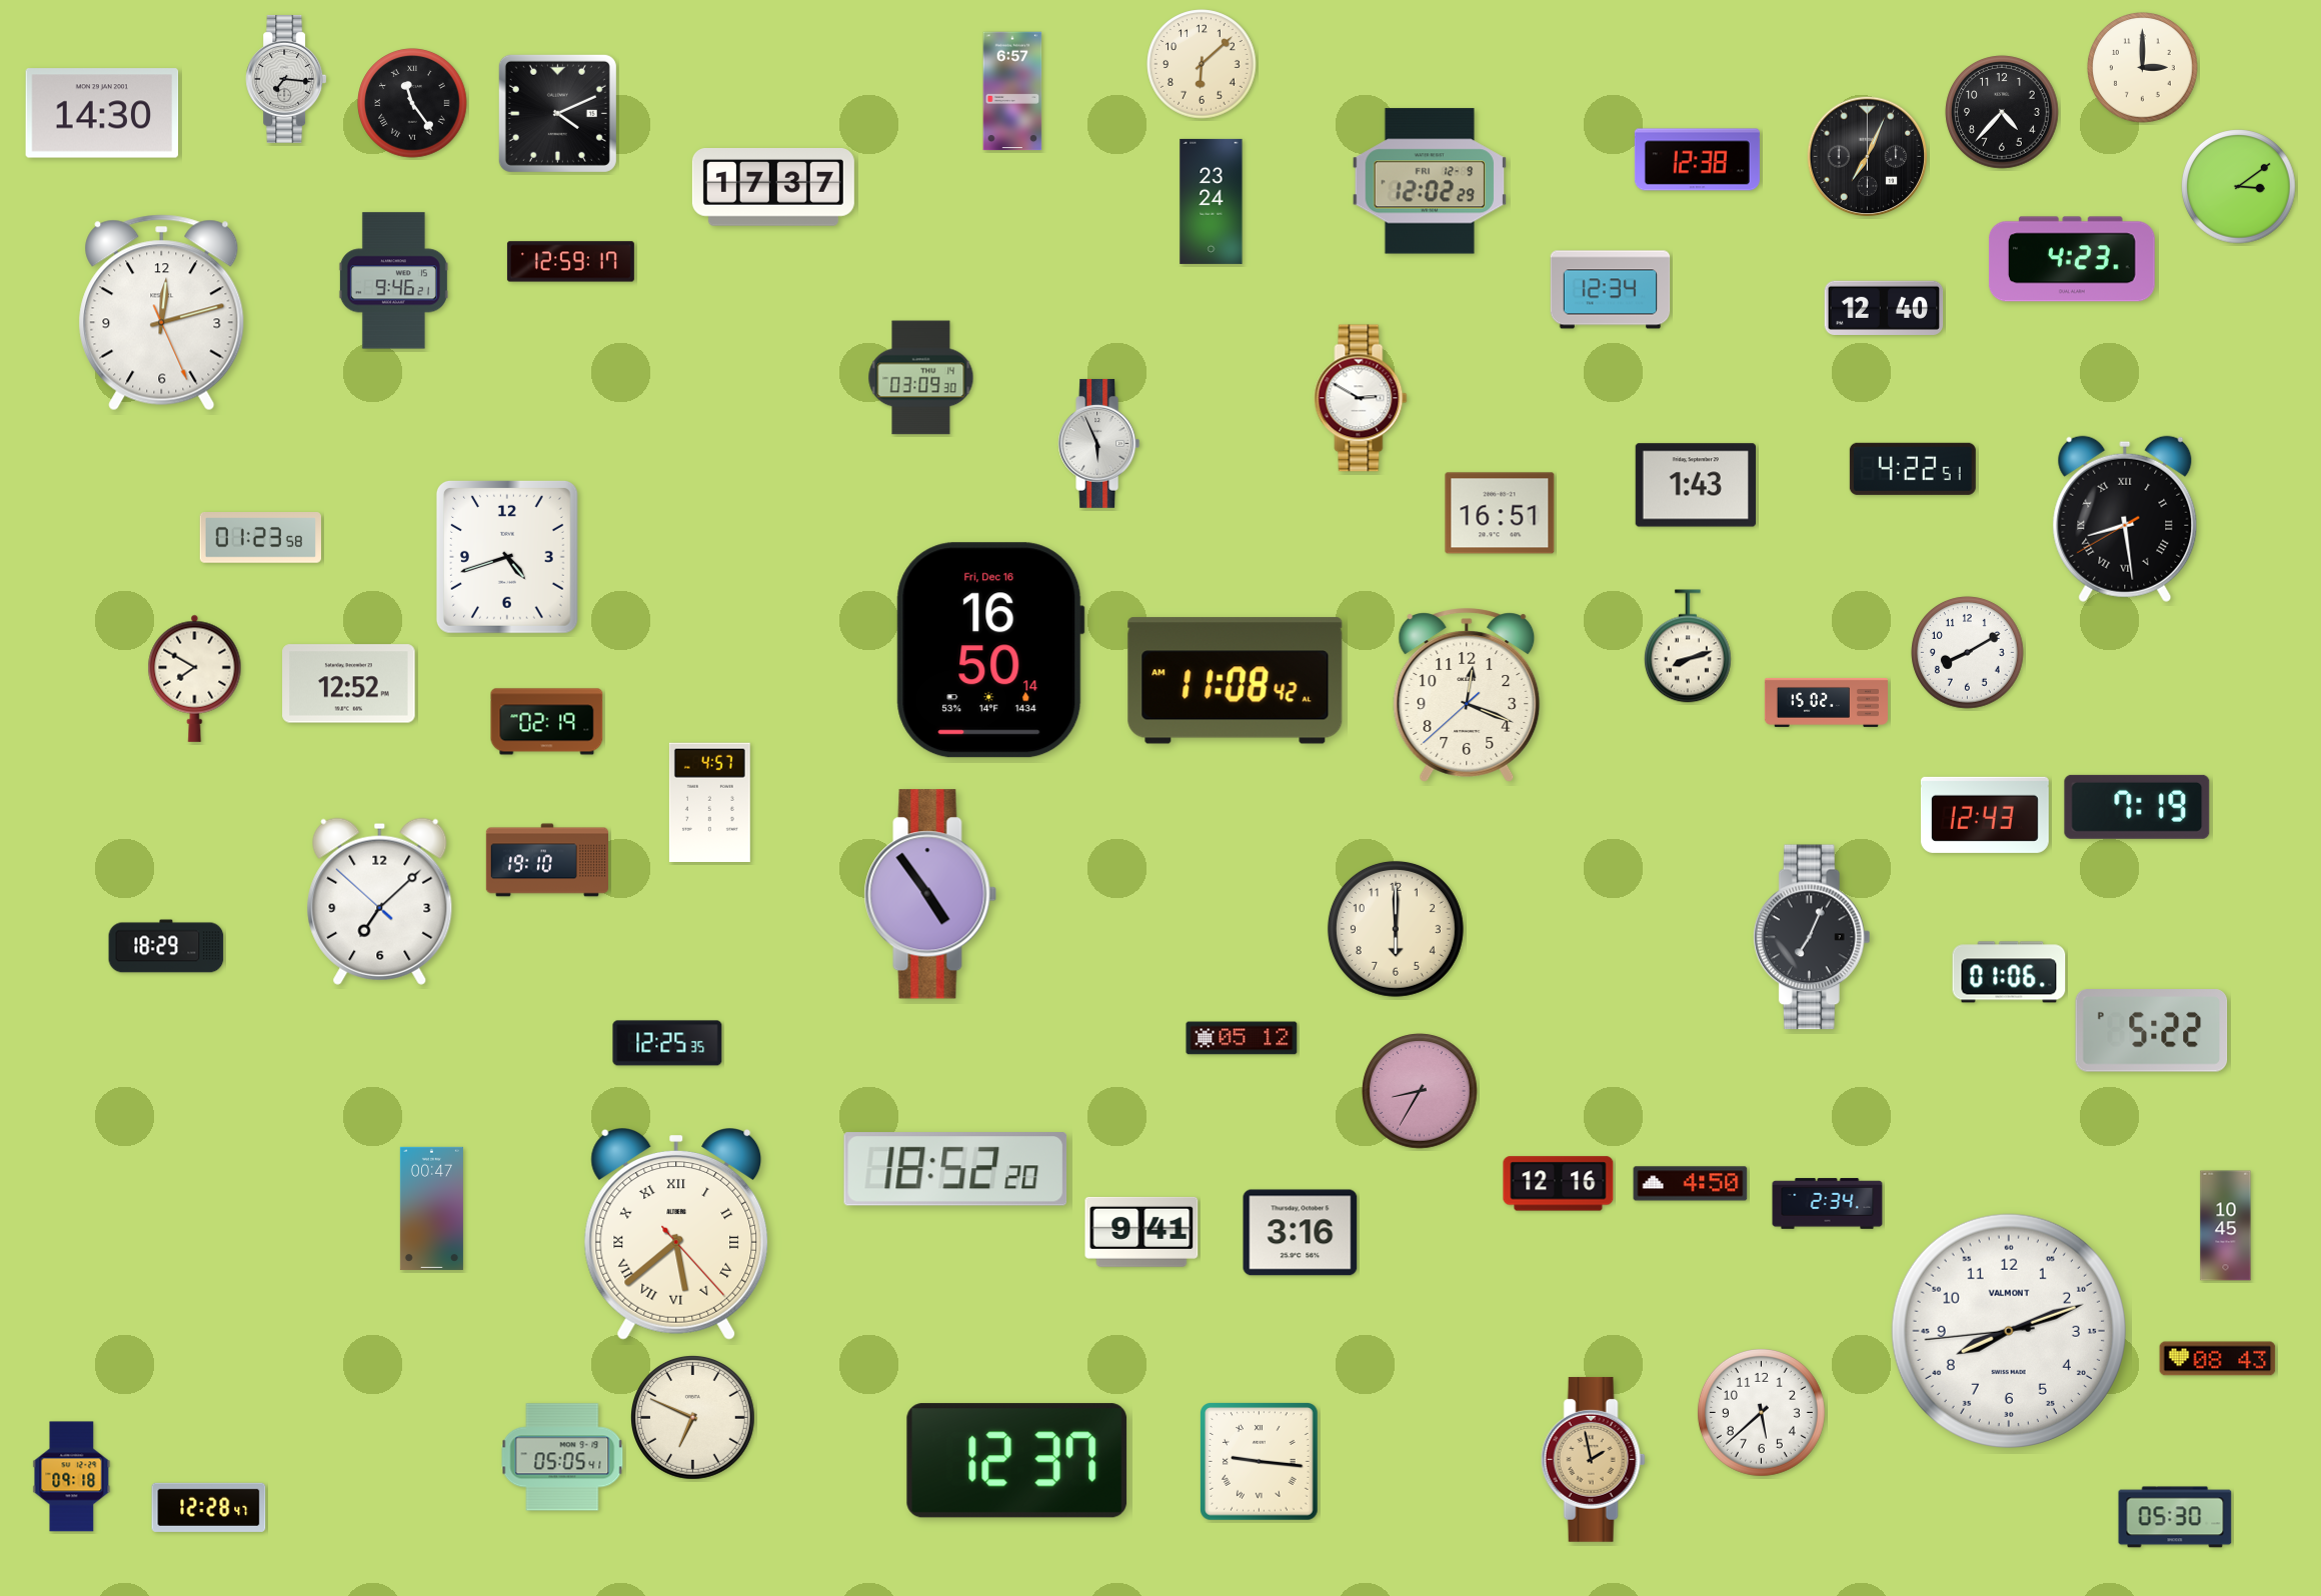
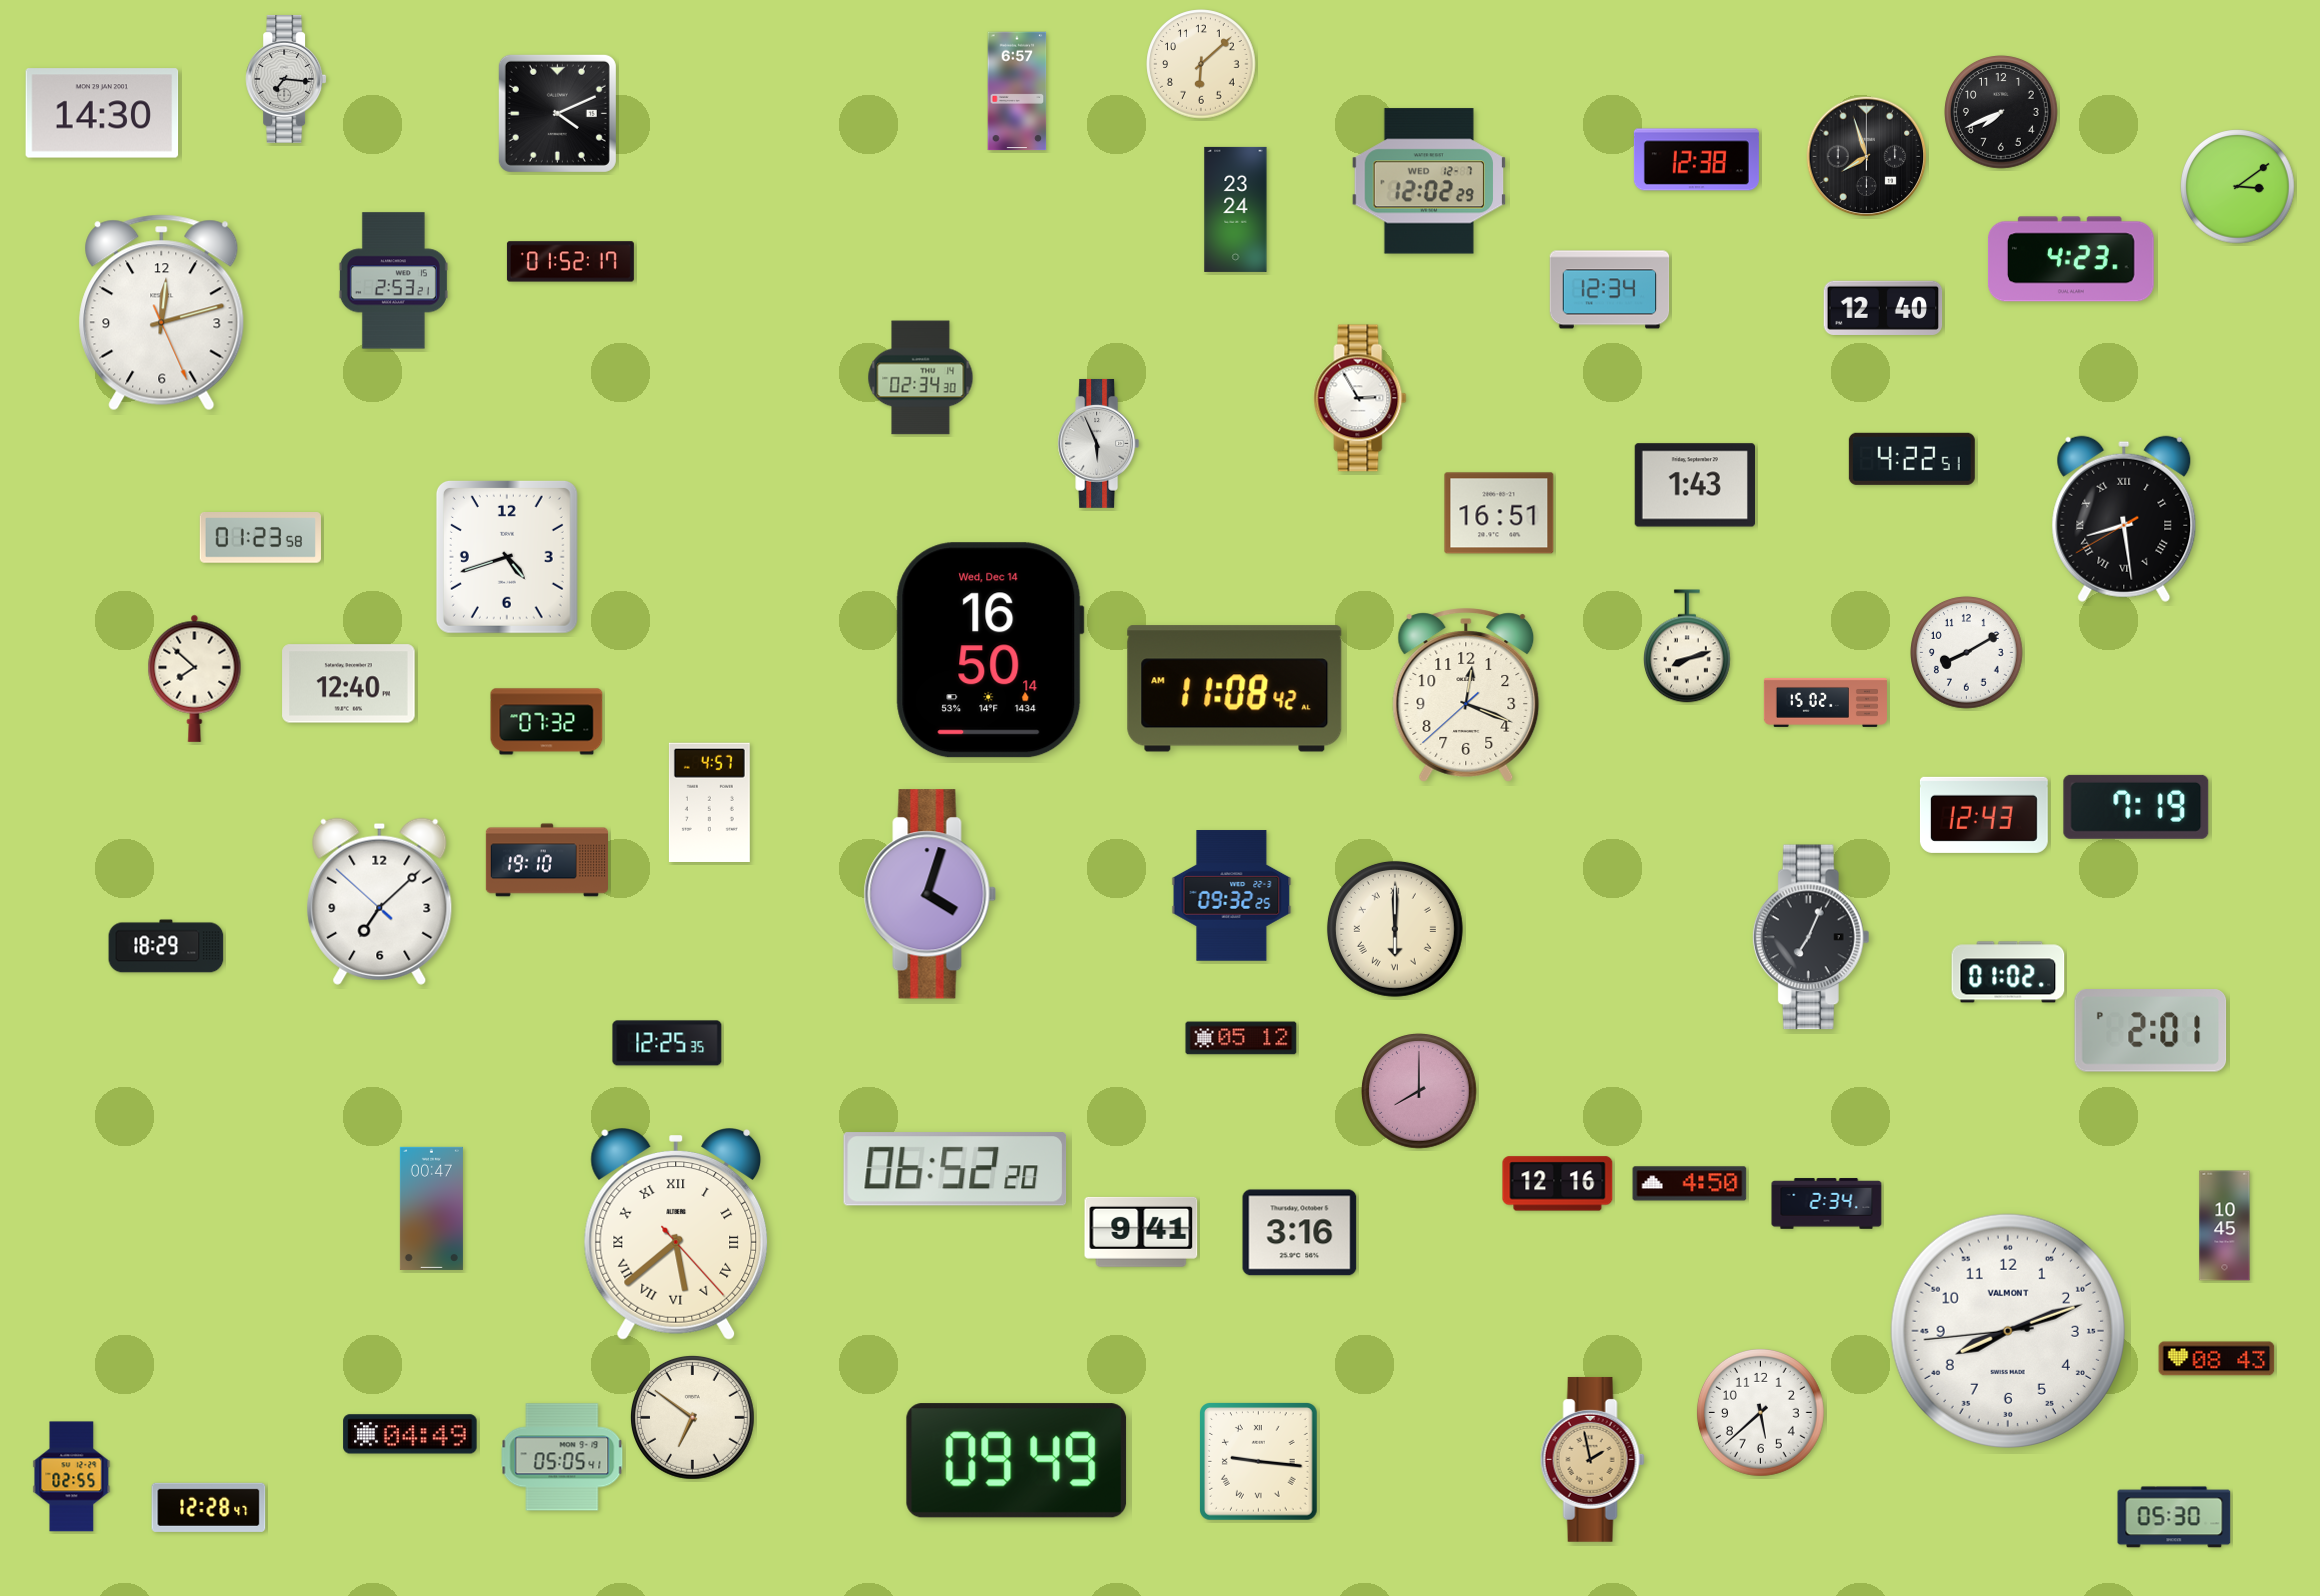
clock at (2143, 68): 3:00 -> none
clock at (1012, 91) position: (1012, 91) -> (1017, 91)
clock at (412, 103): 11:24 -> none
clock at (2002, 112): 4:37 -> 7:41
clock at (1868, 157): 7:04 -> 7:57
clock at (1429, 181) date: FRI 12-9 -> WED 12-7
clock at (773, 187): 17:37 -> none
clock at (1212, 201) position: (1212, 201) -> (1236, 209)
clock at (570, 262): 12:59 -> 01:52
clock at (393, 281): 9:46 -> 2:53
clock at (921, 378): 03:09 -> 02:34
clock at (1361, 398): 2:50 -> 2:55
clock at (1913, 469) position: (1913, 469) -> (1912, 459)
clock at (990, 650) date: Fri, Dec 16 -> Wed, Dec 14
clock at (195, 678): 7:50 -> 7:52
clock at (1236, 681) position: (1236, 681) -> (1235, 689)
clock at (349, 684): 12:52 -> 12:40
clock at (547, 722): 02:19 -> 07:32
clock at (930, 894): 4:54 -> 4:03
clock at (1232, 896): none -> 09:32
clock at (1396, 929) numerals: Arabic -> Roman
clock at (2009, 972): 01:06 -> 01:02
clock at (2152, 1031): 5:22 -> 2:01
clock at (1420, 1091): 8:35 -> 8:00
clock at (955, 1169): 18:52 -> 06:52
clock at (693, 1418): 6:49 -> 6:51
clock at (410, 1434): none -> 04:49
clock at (1017, 1461): 12:37 -> 09:49
clock at (72, 1477): 09:18 -> 02:55
